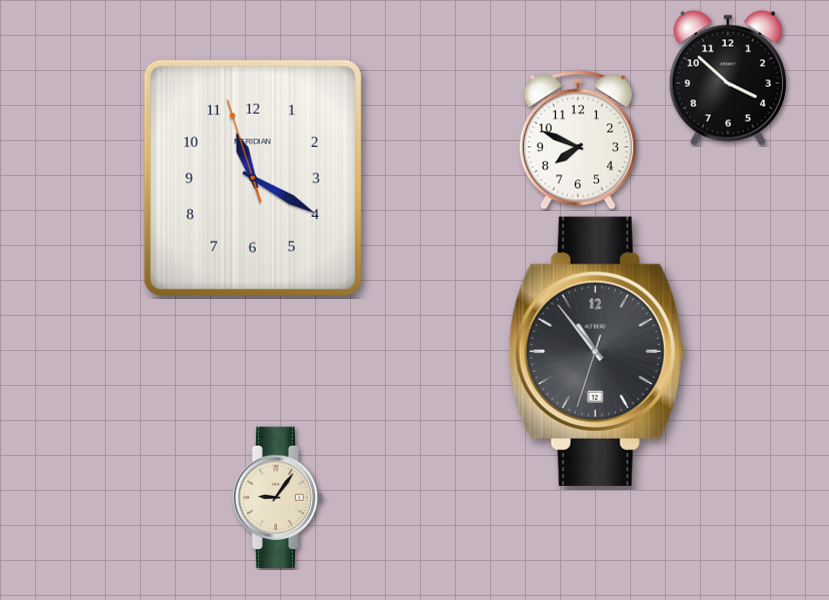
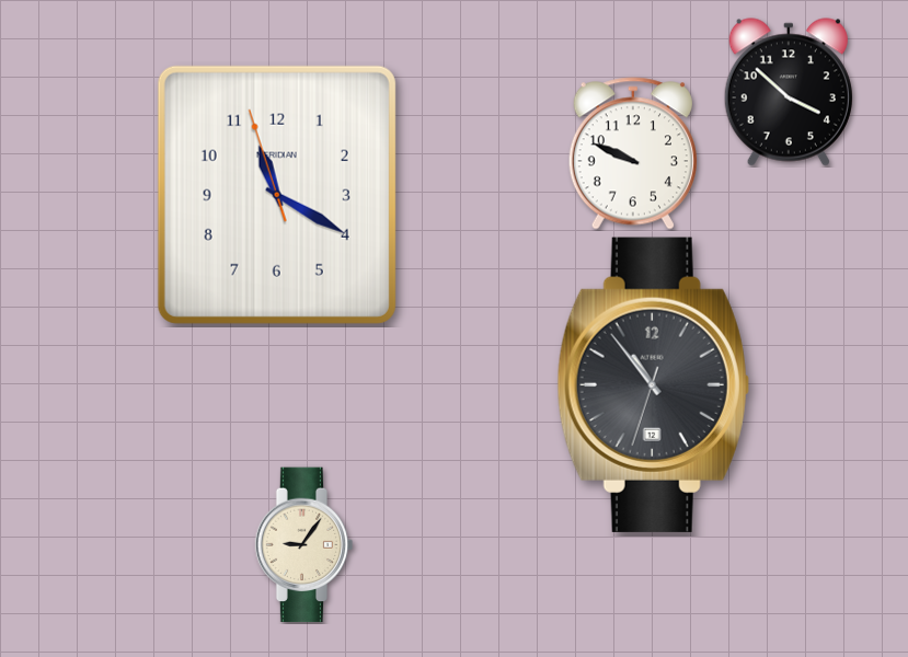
clock at (728, 78) position: (728, 78) -> (789, 92)
clock at (578, 140): 7:49 -> 9:49
